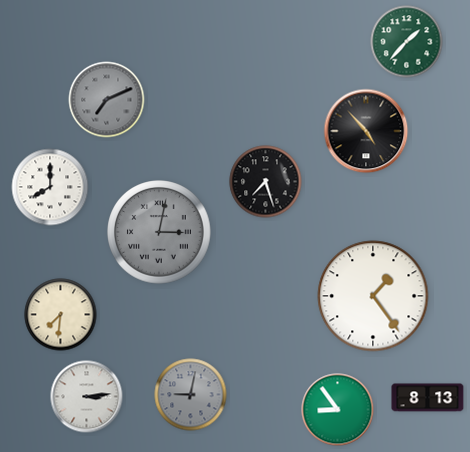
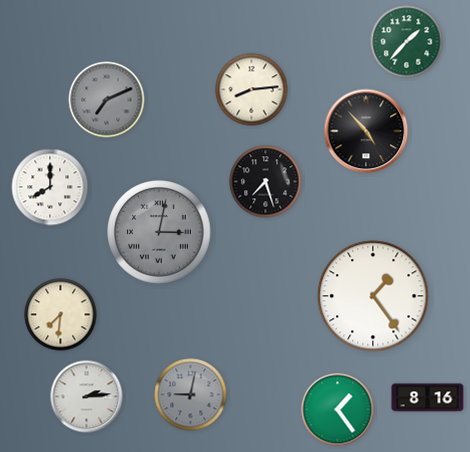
clock at (252, 90): none -> 8:14
clock at (87, 397): 3:14 -> 2:14
clock at (428, 398): 8:13 -> 8:16
clock at (338, 410): 8:54 -> 1:24
